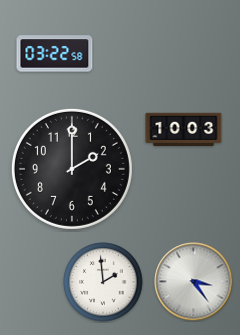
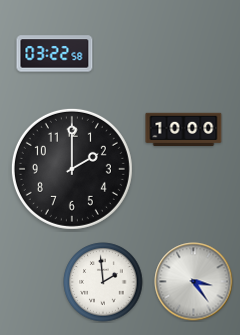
clock at (184, 129): 10:03 -> 10:00
